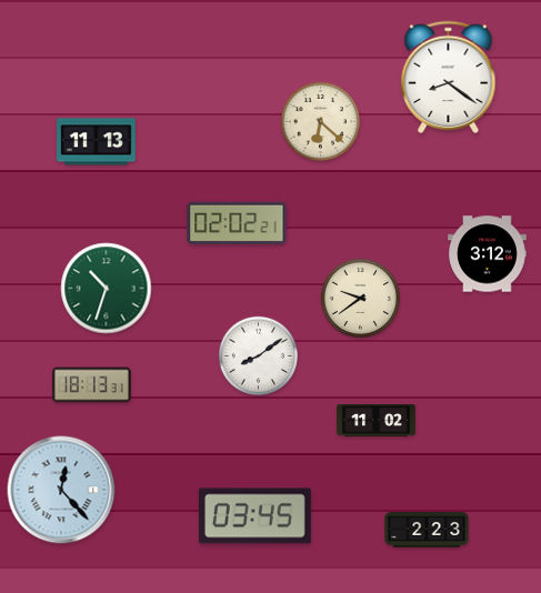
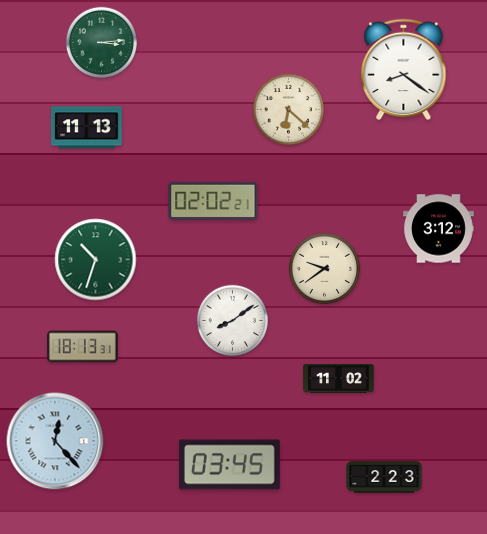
clock at (101, 42): none -> 3:14
